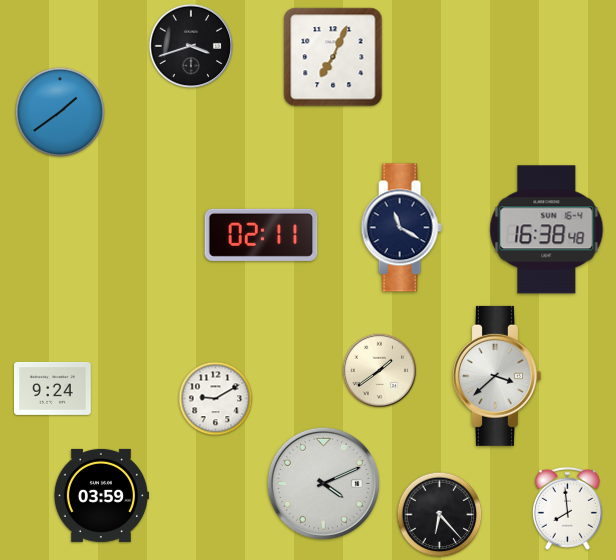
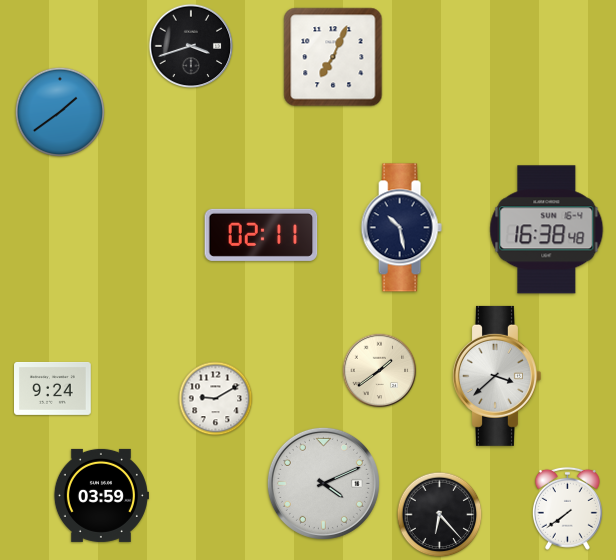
clock at (401, 228): 11:20 -> 10:28
clock at (567, 508): 7:59 -> 7:39
